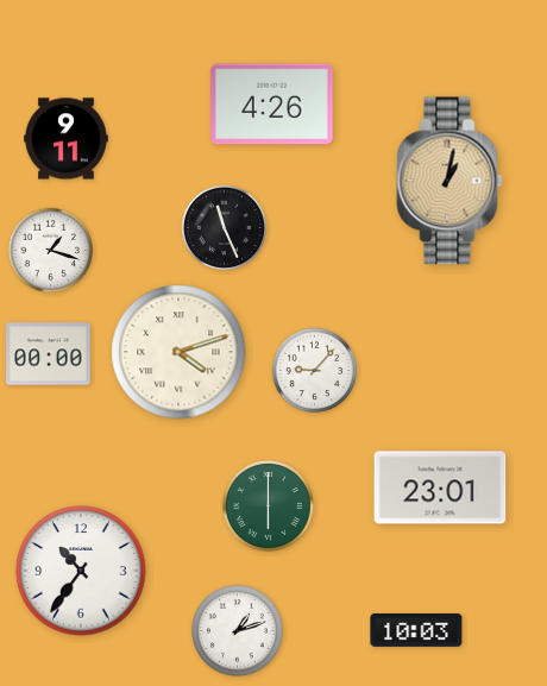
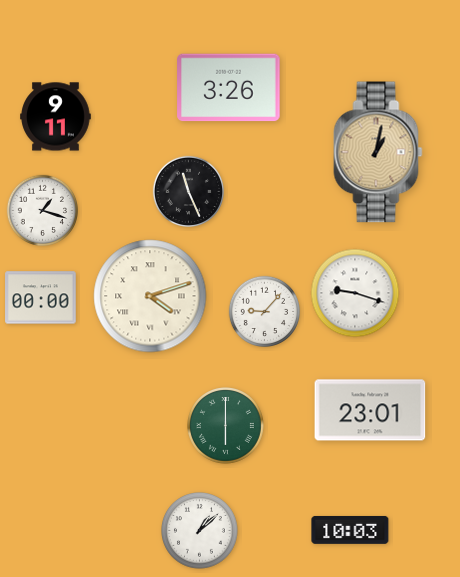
clock at (272, 105): 4:26 -> 3:26
clock at (355, 293): none -> 9:18
clock at (81, 571): 10:36 -> none
clock at (238, 631): 1:12 -> 1:08
